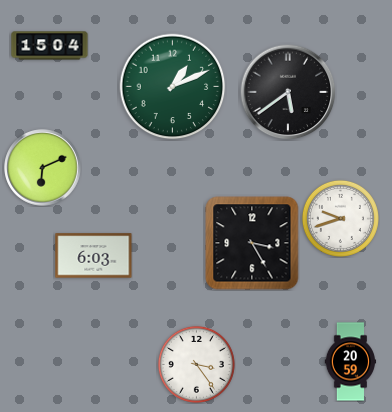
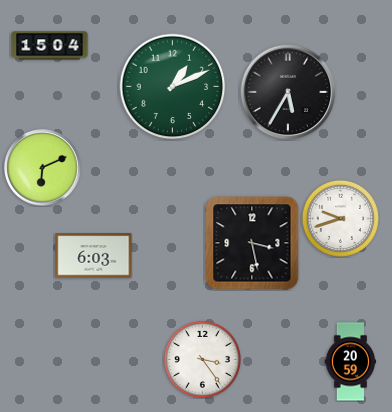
clock at (288, 92): 5:39 -> 5:35
clock at (252, 243): 3:25 -> 3:28
clock at (196, 364) position: (196, 364) -> (202, 359)
